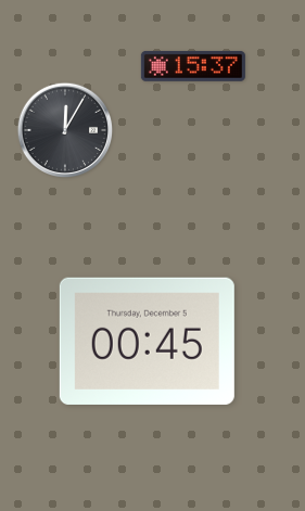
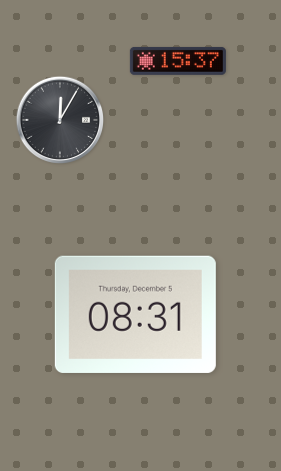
clock at (147, 341): 00:45 -> 08:31
